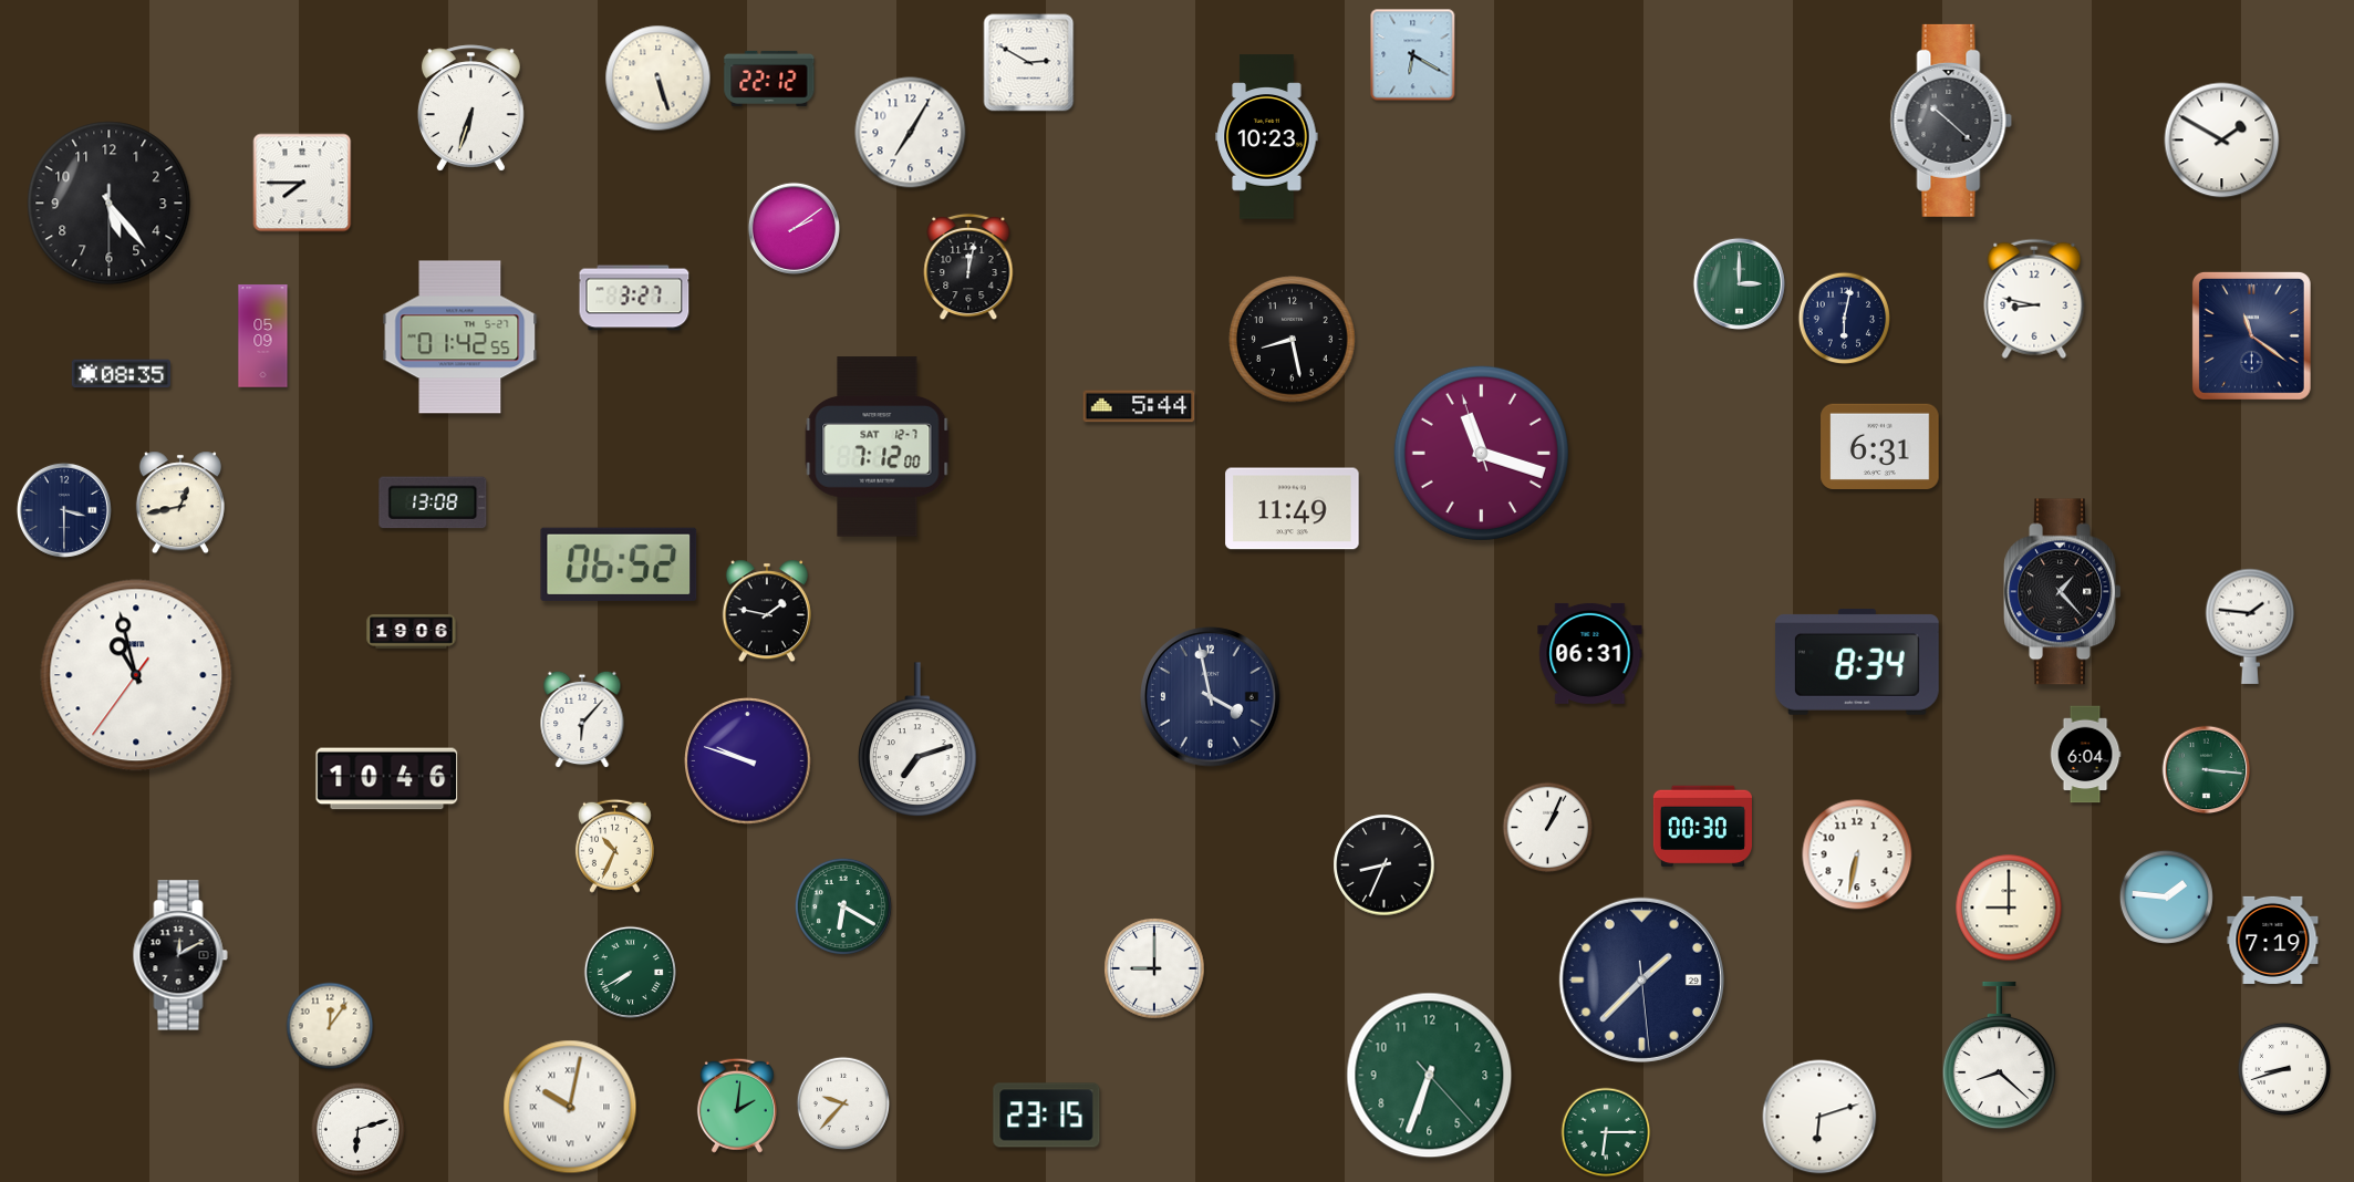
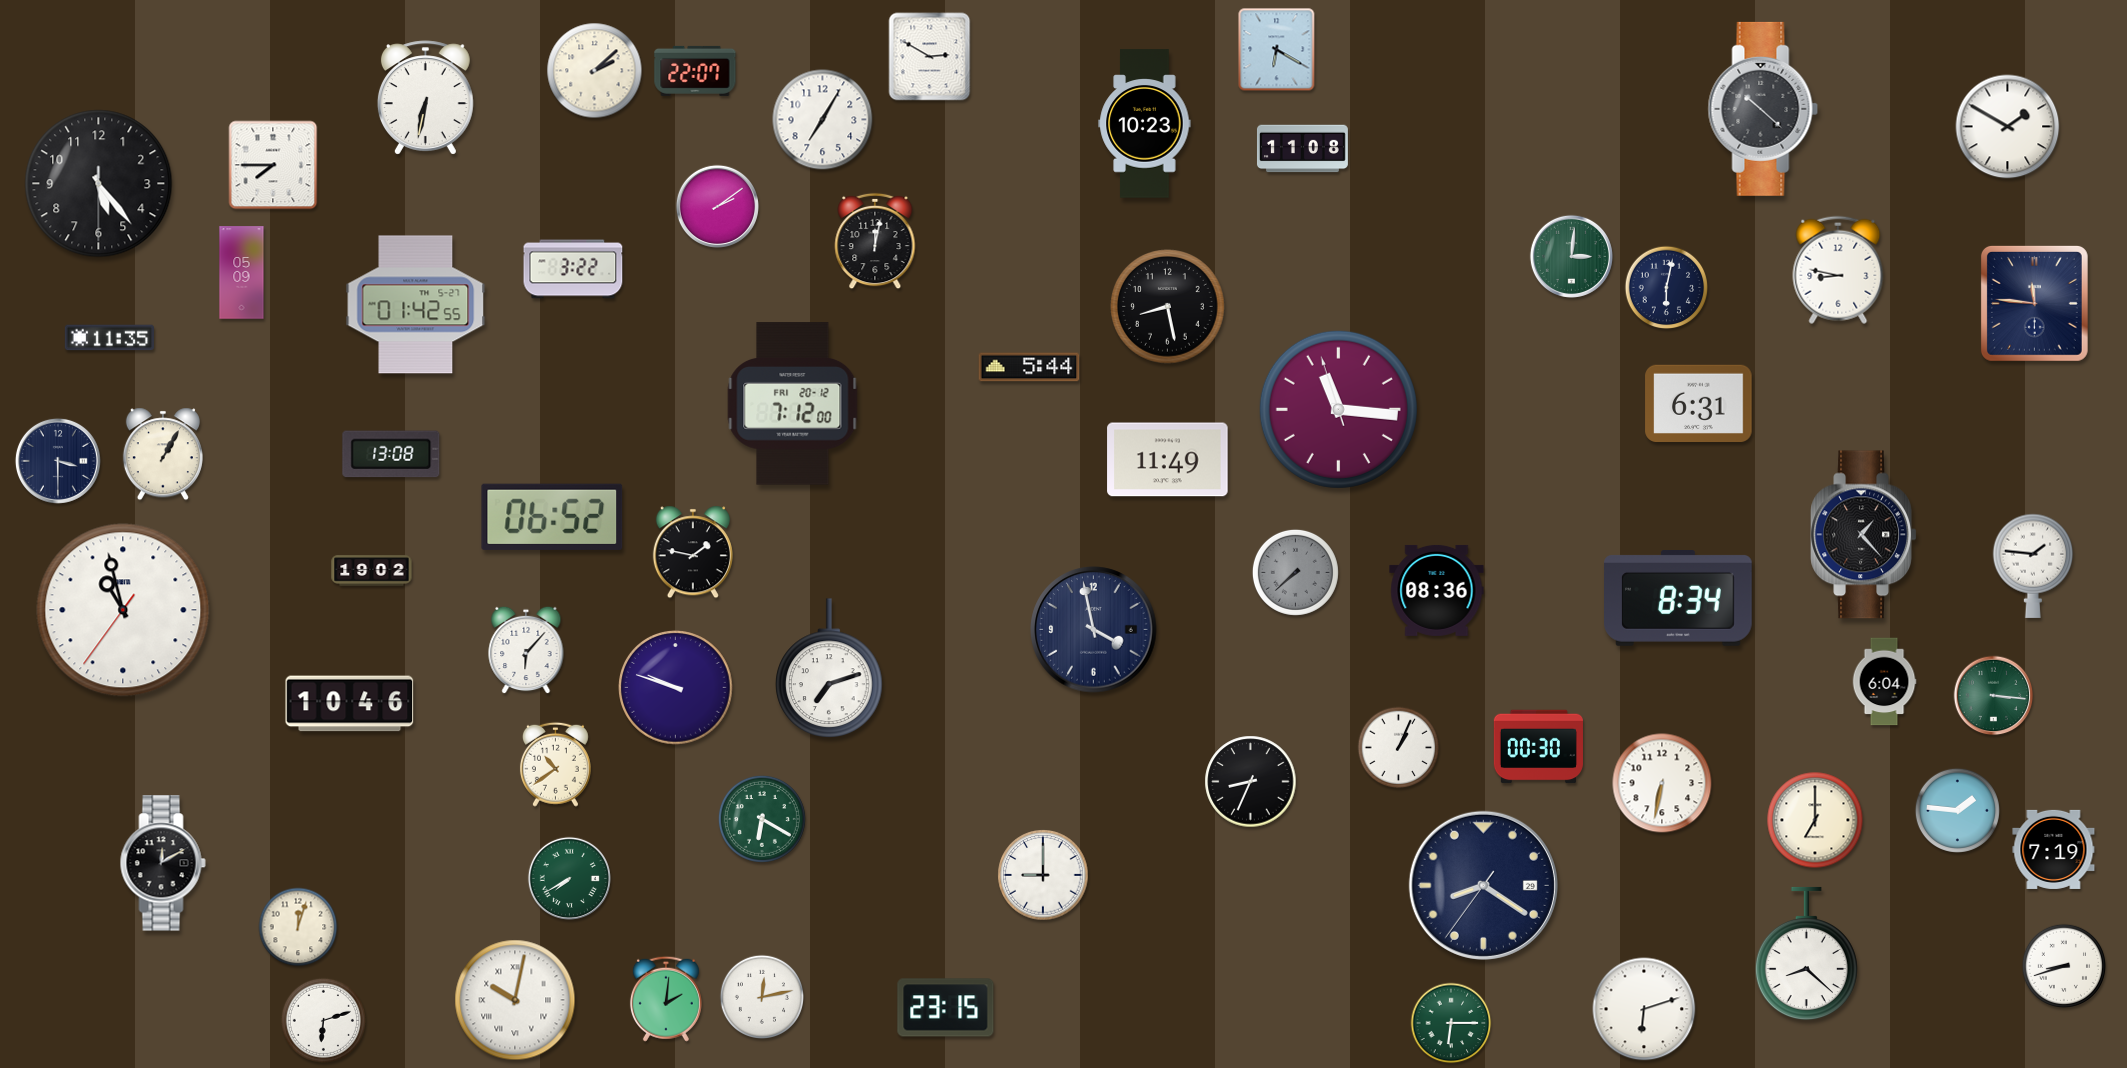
clock at (659, 79): 5:27 -> 2:08
clock at (769, 79): 22:12 -> 22:07
clock at (470, 108): 6:33 -> 6:32
clock at (1302, 149): none -> 11:08
clock at (1739, 283): 3:00 -> 3:01
clock at (634, 298): 3:27 -> 3:22
clock at (2251, 335): 11:21 -> 11:46
clock at (263, 336) position: (263, 336) -> (242, 273)
clock at (121, 374): 08:35 -> 11:35
clock at (878, 447) date: SAT 12-7 -> FRI 20-12
clock at (1481, 453): 11:17 -> 11:15
clock at (180, 502): 12:43 -> 1:05
clock at (619, 564) position: (619, 564) -> (552, 517)
clock at (412, 632): 19:06 -> 19:02
clock at (1295, 572): none -> 7:38
clock at (1590, 653): 06:31 -> 08:36
clock at (614, 846): 10:34 -> 10:39
clock at (1857, 854) position: (1857, 854) -> (1662, 783)
clock at (2009, 908): 9:00 -> 7:00
clock at (1641, 979): 1:37 -> 8:20
clock at (330, 1026): 12:06 -> 12:03
clock at (1430, 1076): 6:33 -> none
clock at (842, 1102): 9:37 -> 12:13
